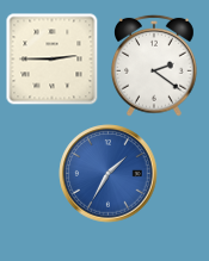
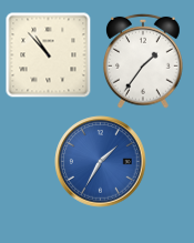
clock at (51, 58): 2:45 -> 10:53
clock at (155, 66): 2:21 -> 1:36
